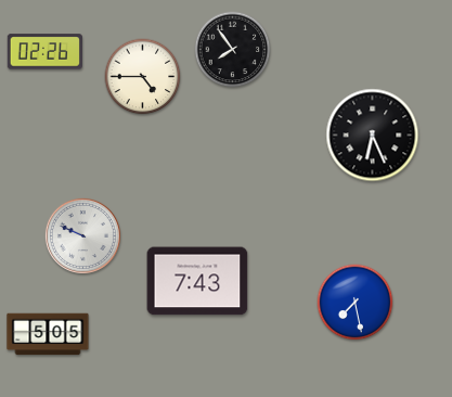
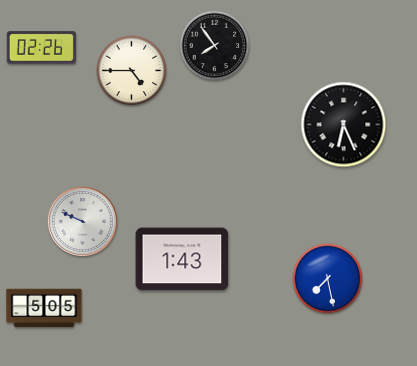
clock at (82, 235) position: (82, 235) -> (82, 221)
clock at (197, 281): 7:43 -> 1:43
